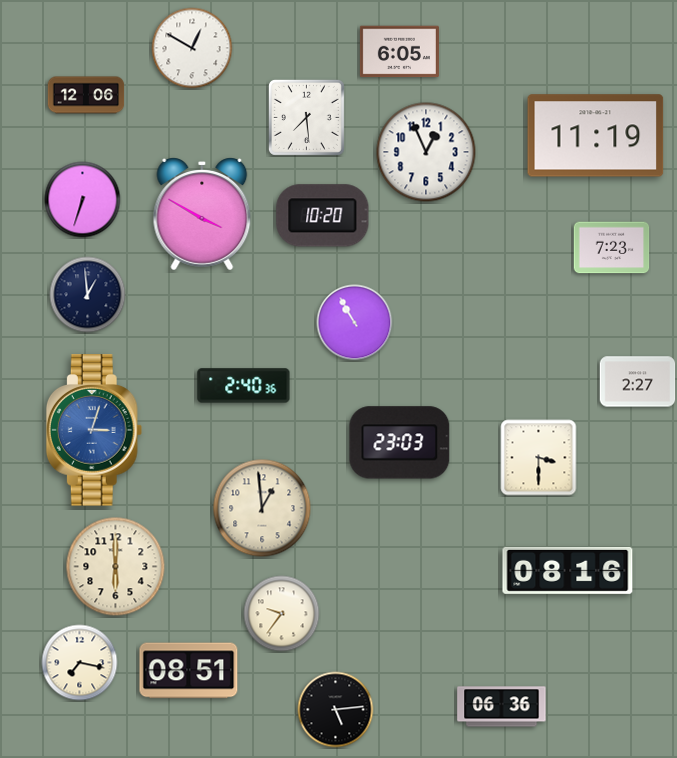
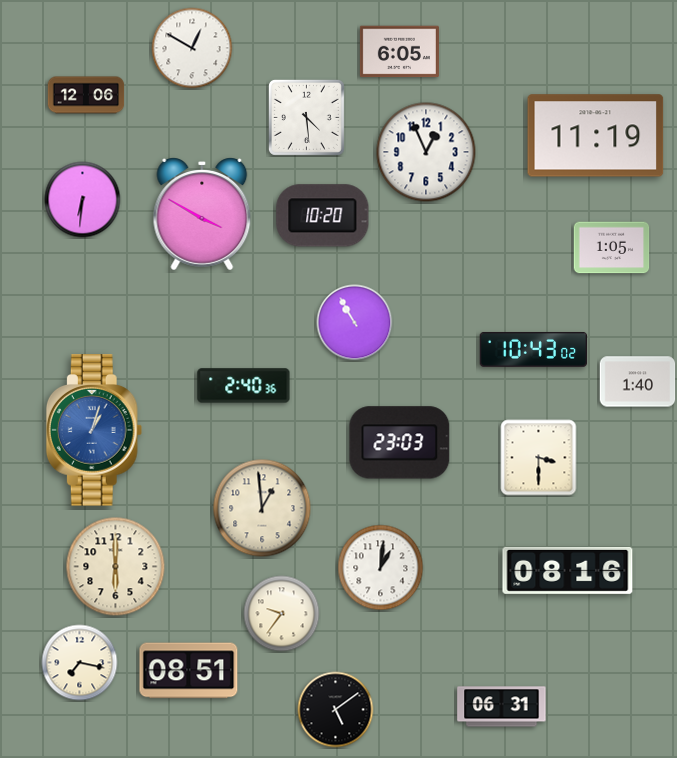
clock at (306, 117): 7:29 -> 4:29
clock at (83, 200): 6:33 -> 6:31
clock at (612, 248): 7:23 -> 1:05
clock at (88, 295): 12:59 -> none
clock at (534, 349): none -> 10:43
clock at (638, 382): 2:27 -> 1:40
clock at (94, 430): 3:03 -> 1:03
clock at (381, 568): none -> 1:01
clock at (502, 707): 06:36 -> 06:31
clock at (336, 710): 5:14 -> 5:09
